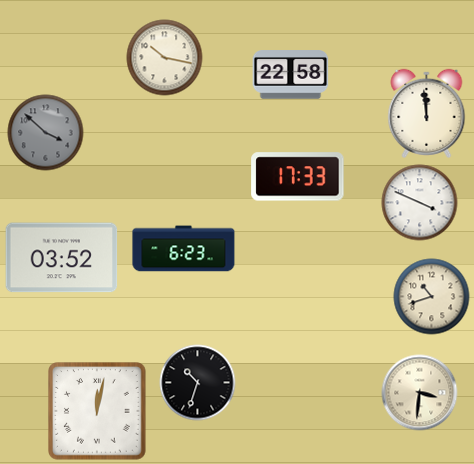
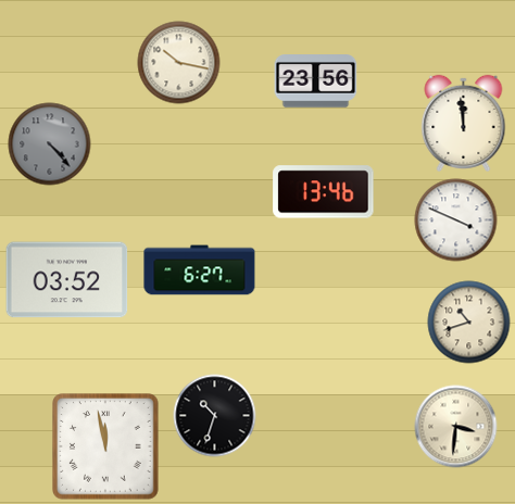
clock at (291, 75): 22:58 -> 23:56
clock at (46, 133): 3:52 -> 4:23
clock at (298, 177): 17:33 -> 13:46
clock at (184, 249): 6:23 -> 6:27
clock at (98, 412): 12:02 -> 11:58
